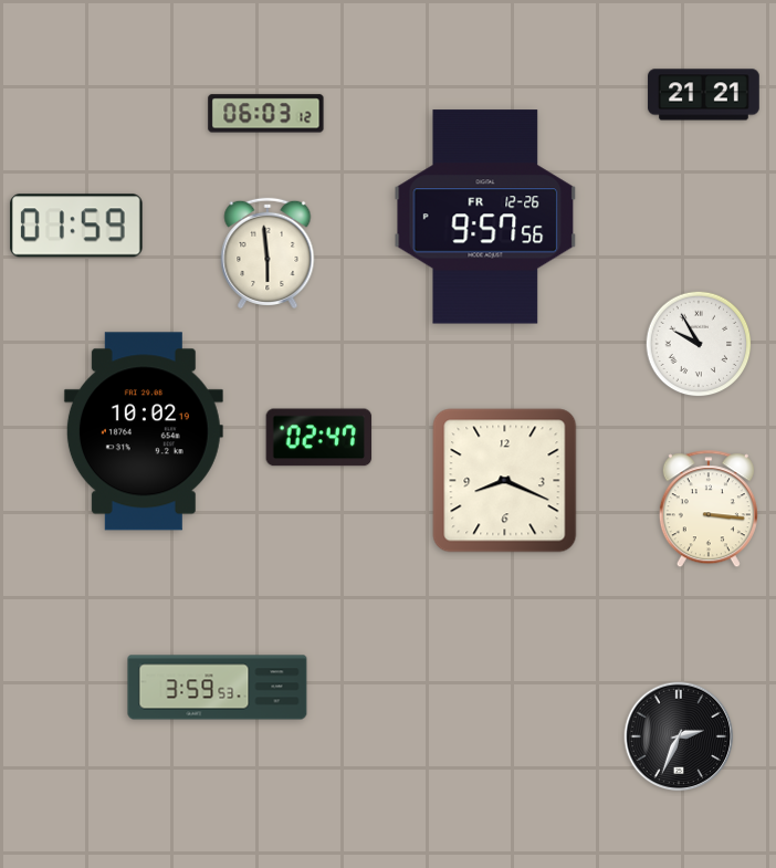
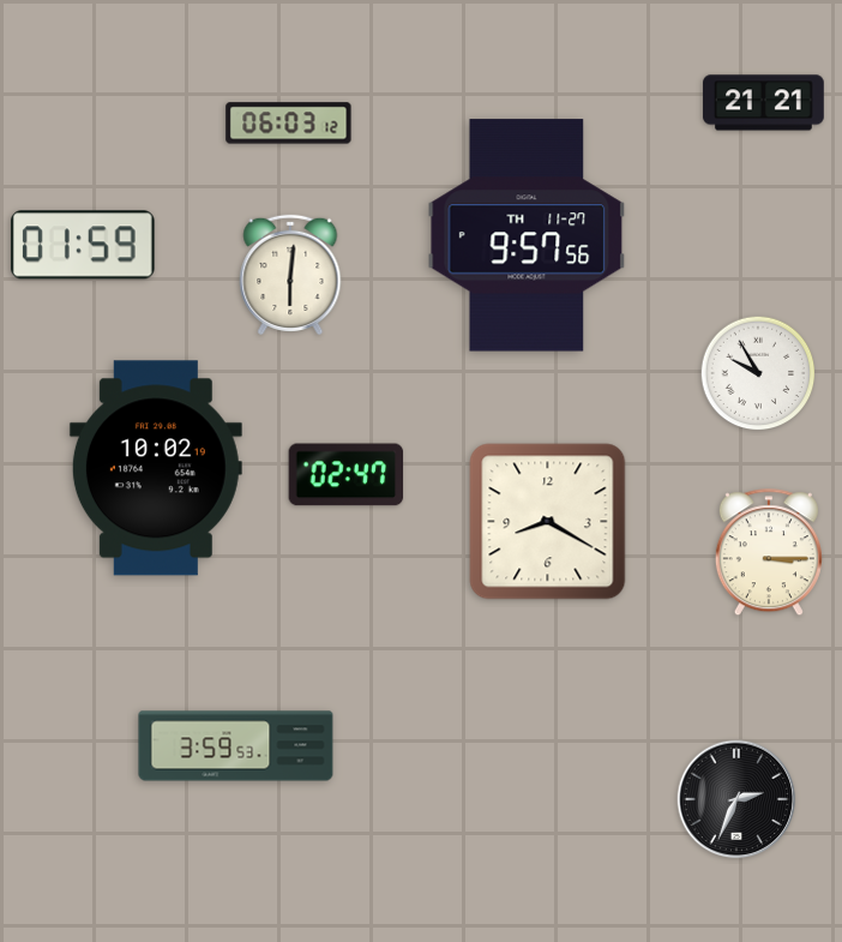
clock at (485, 217) date: FR 12-26 -> TH 11-27
clock at (268, 253): 5:59 -> 6:01
clock at (505, 481): 8:19 -> 8:20
clock at (709, 510): 3:16 -> 3:15
